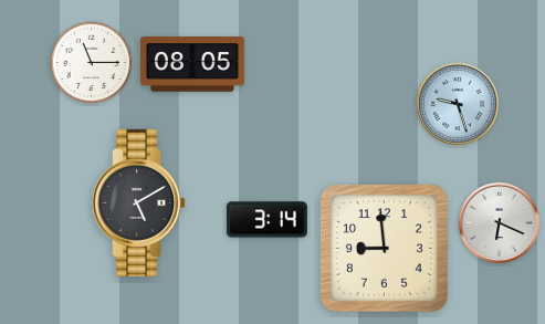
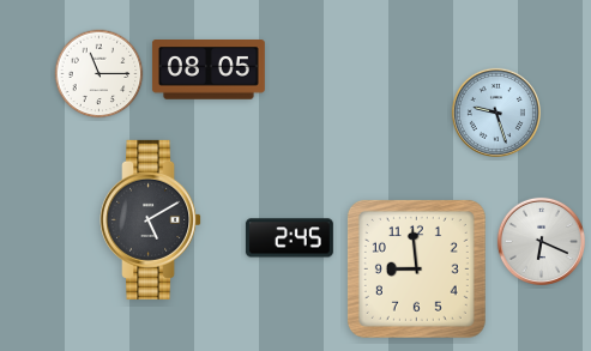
clock at (92, 63) position: (92, 63) -> (99, 74)
clock at (266, 220): 3:14 -> 2:45
